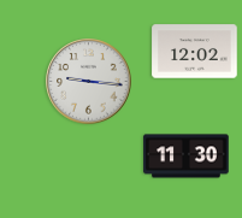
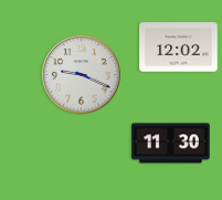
clock at (89, 82): 9:16 -> 9:19
